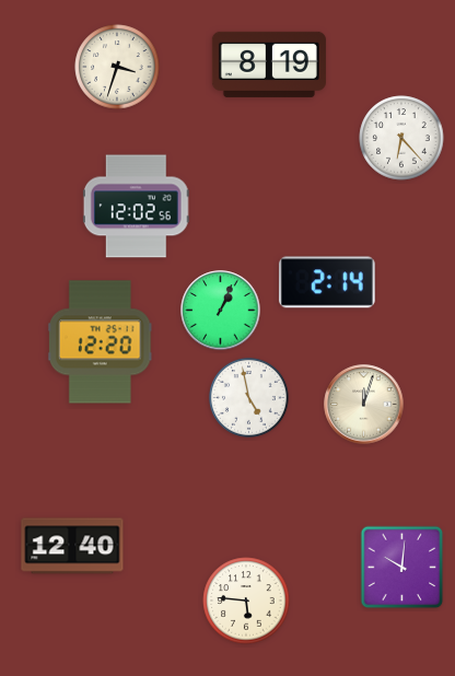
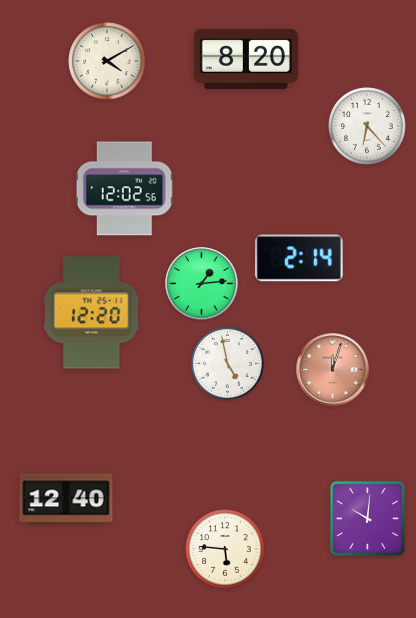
clock at (269, 65): 8:19 -> 8:20
clock at (117, 67): 3:33 -> 4:10
clock at (221, 311): 1:04 -> 1:14
clock at (364, 405) dial: cream -> salmon
